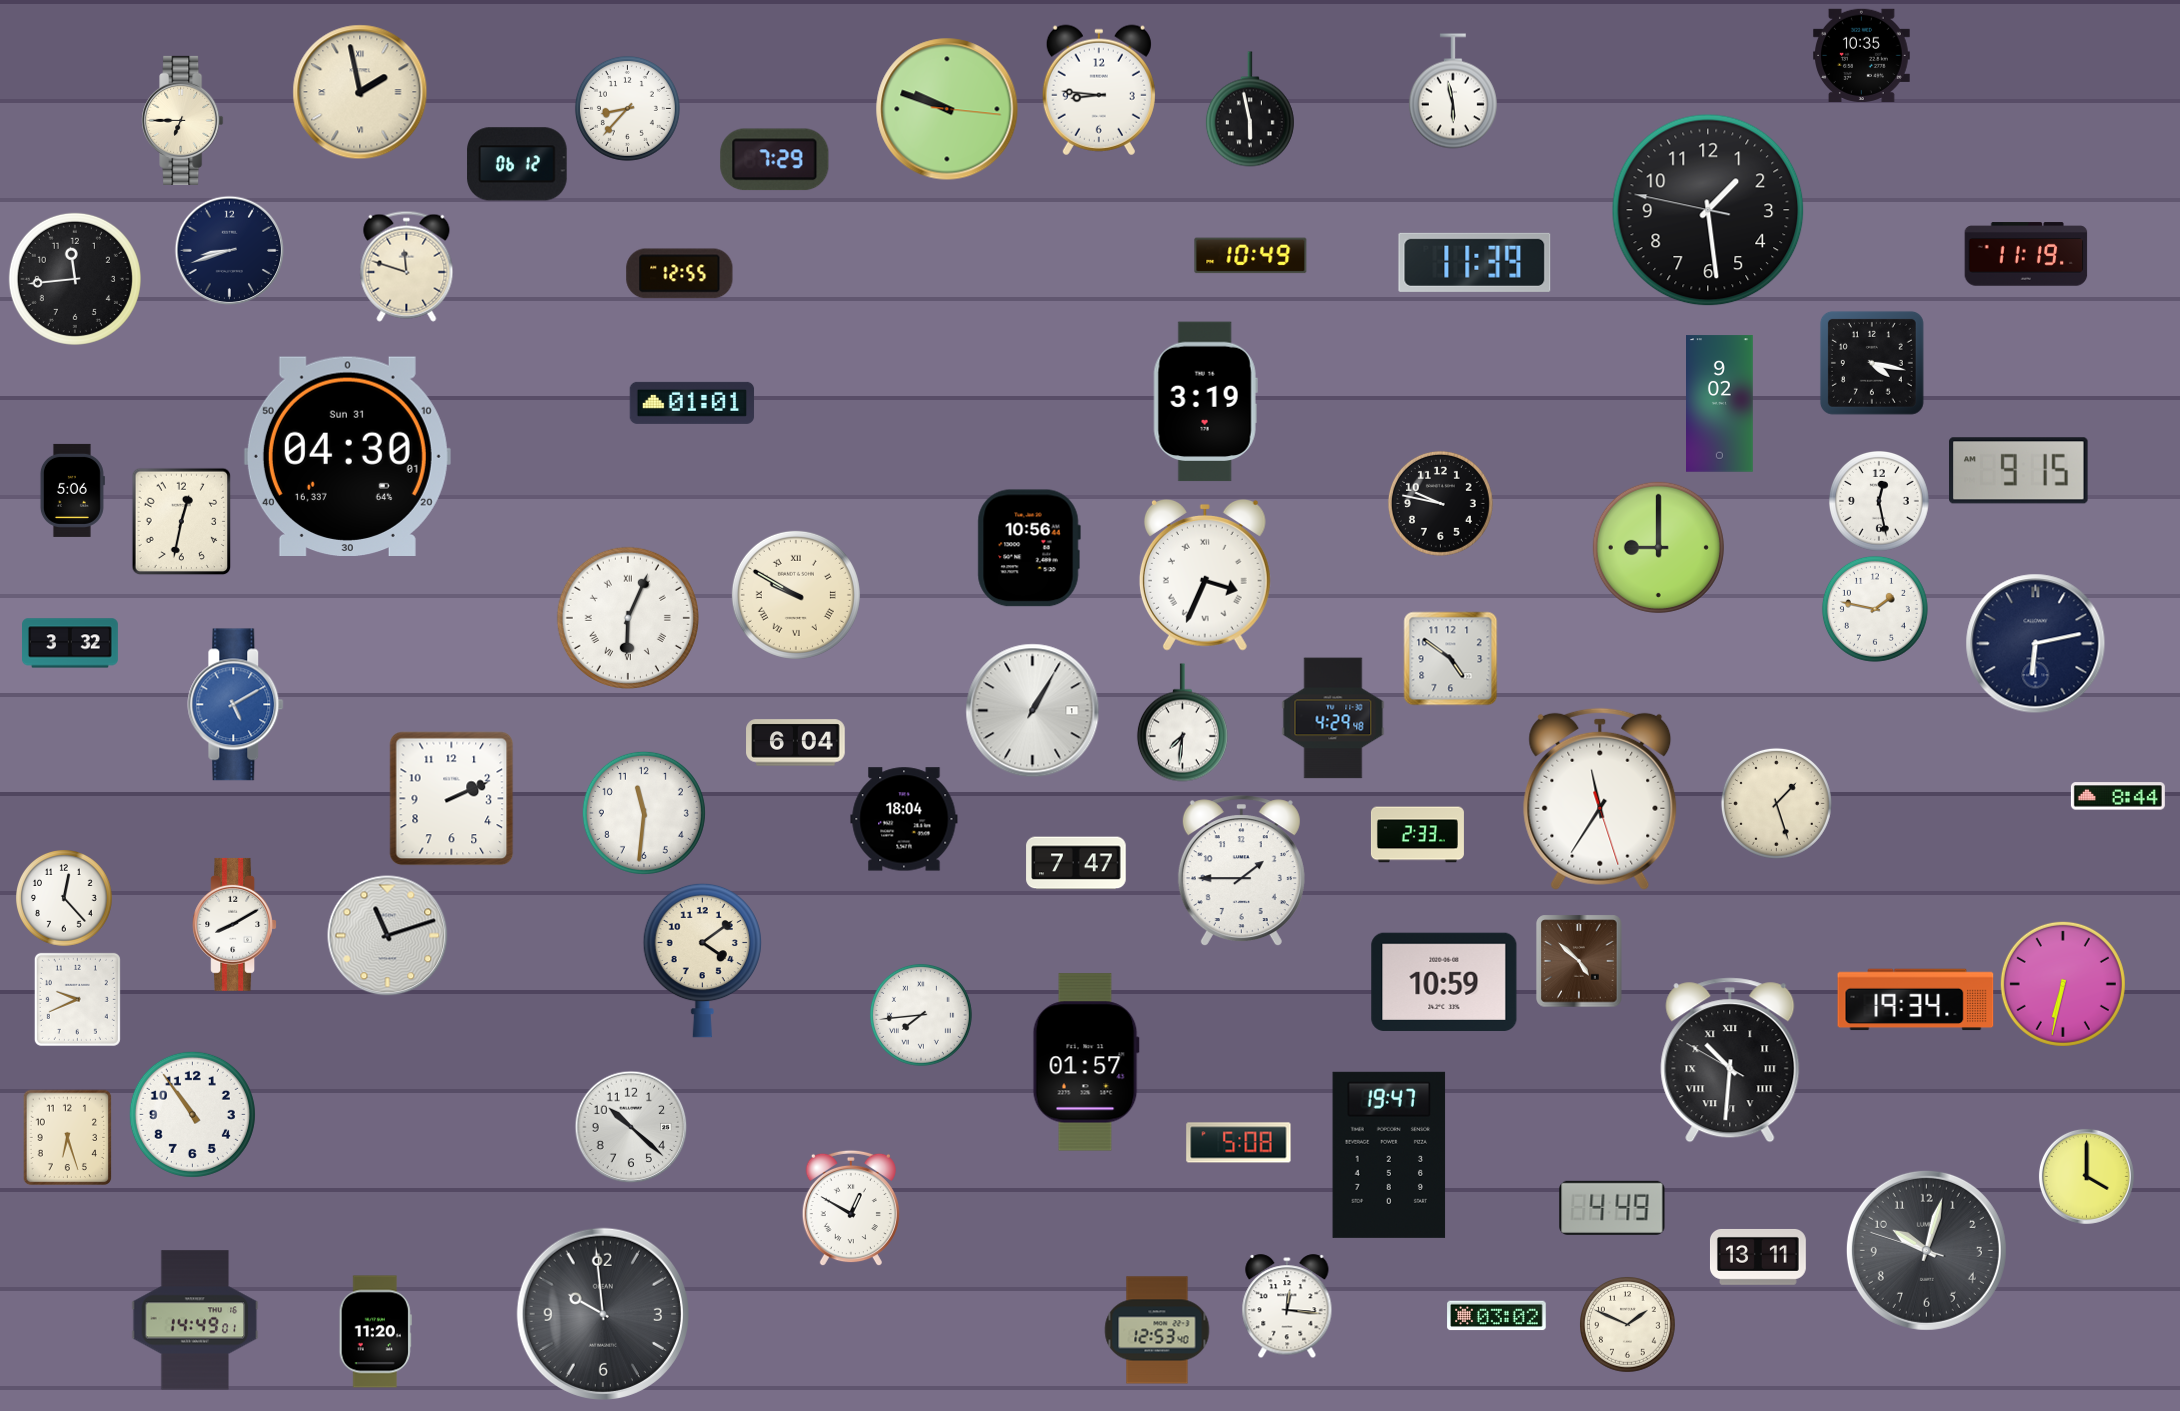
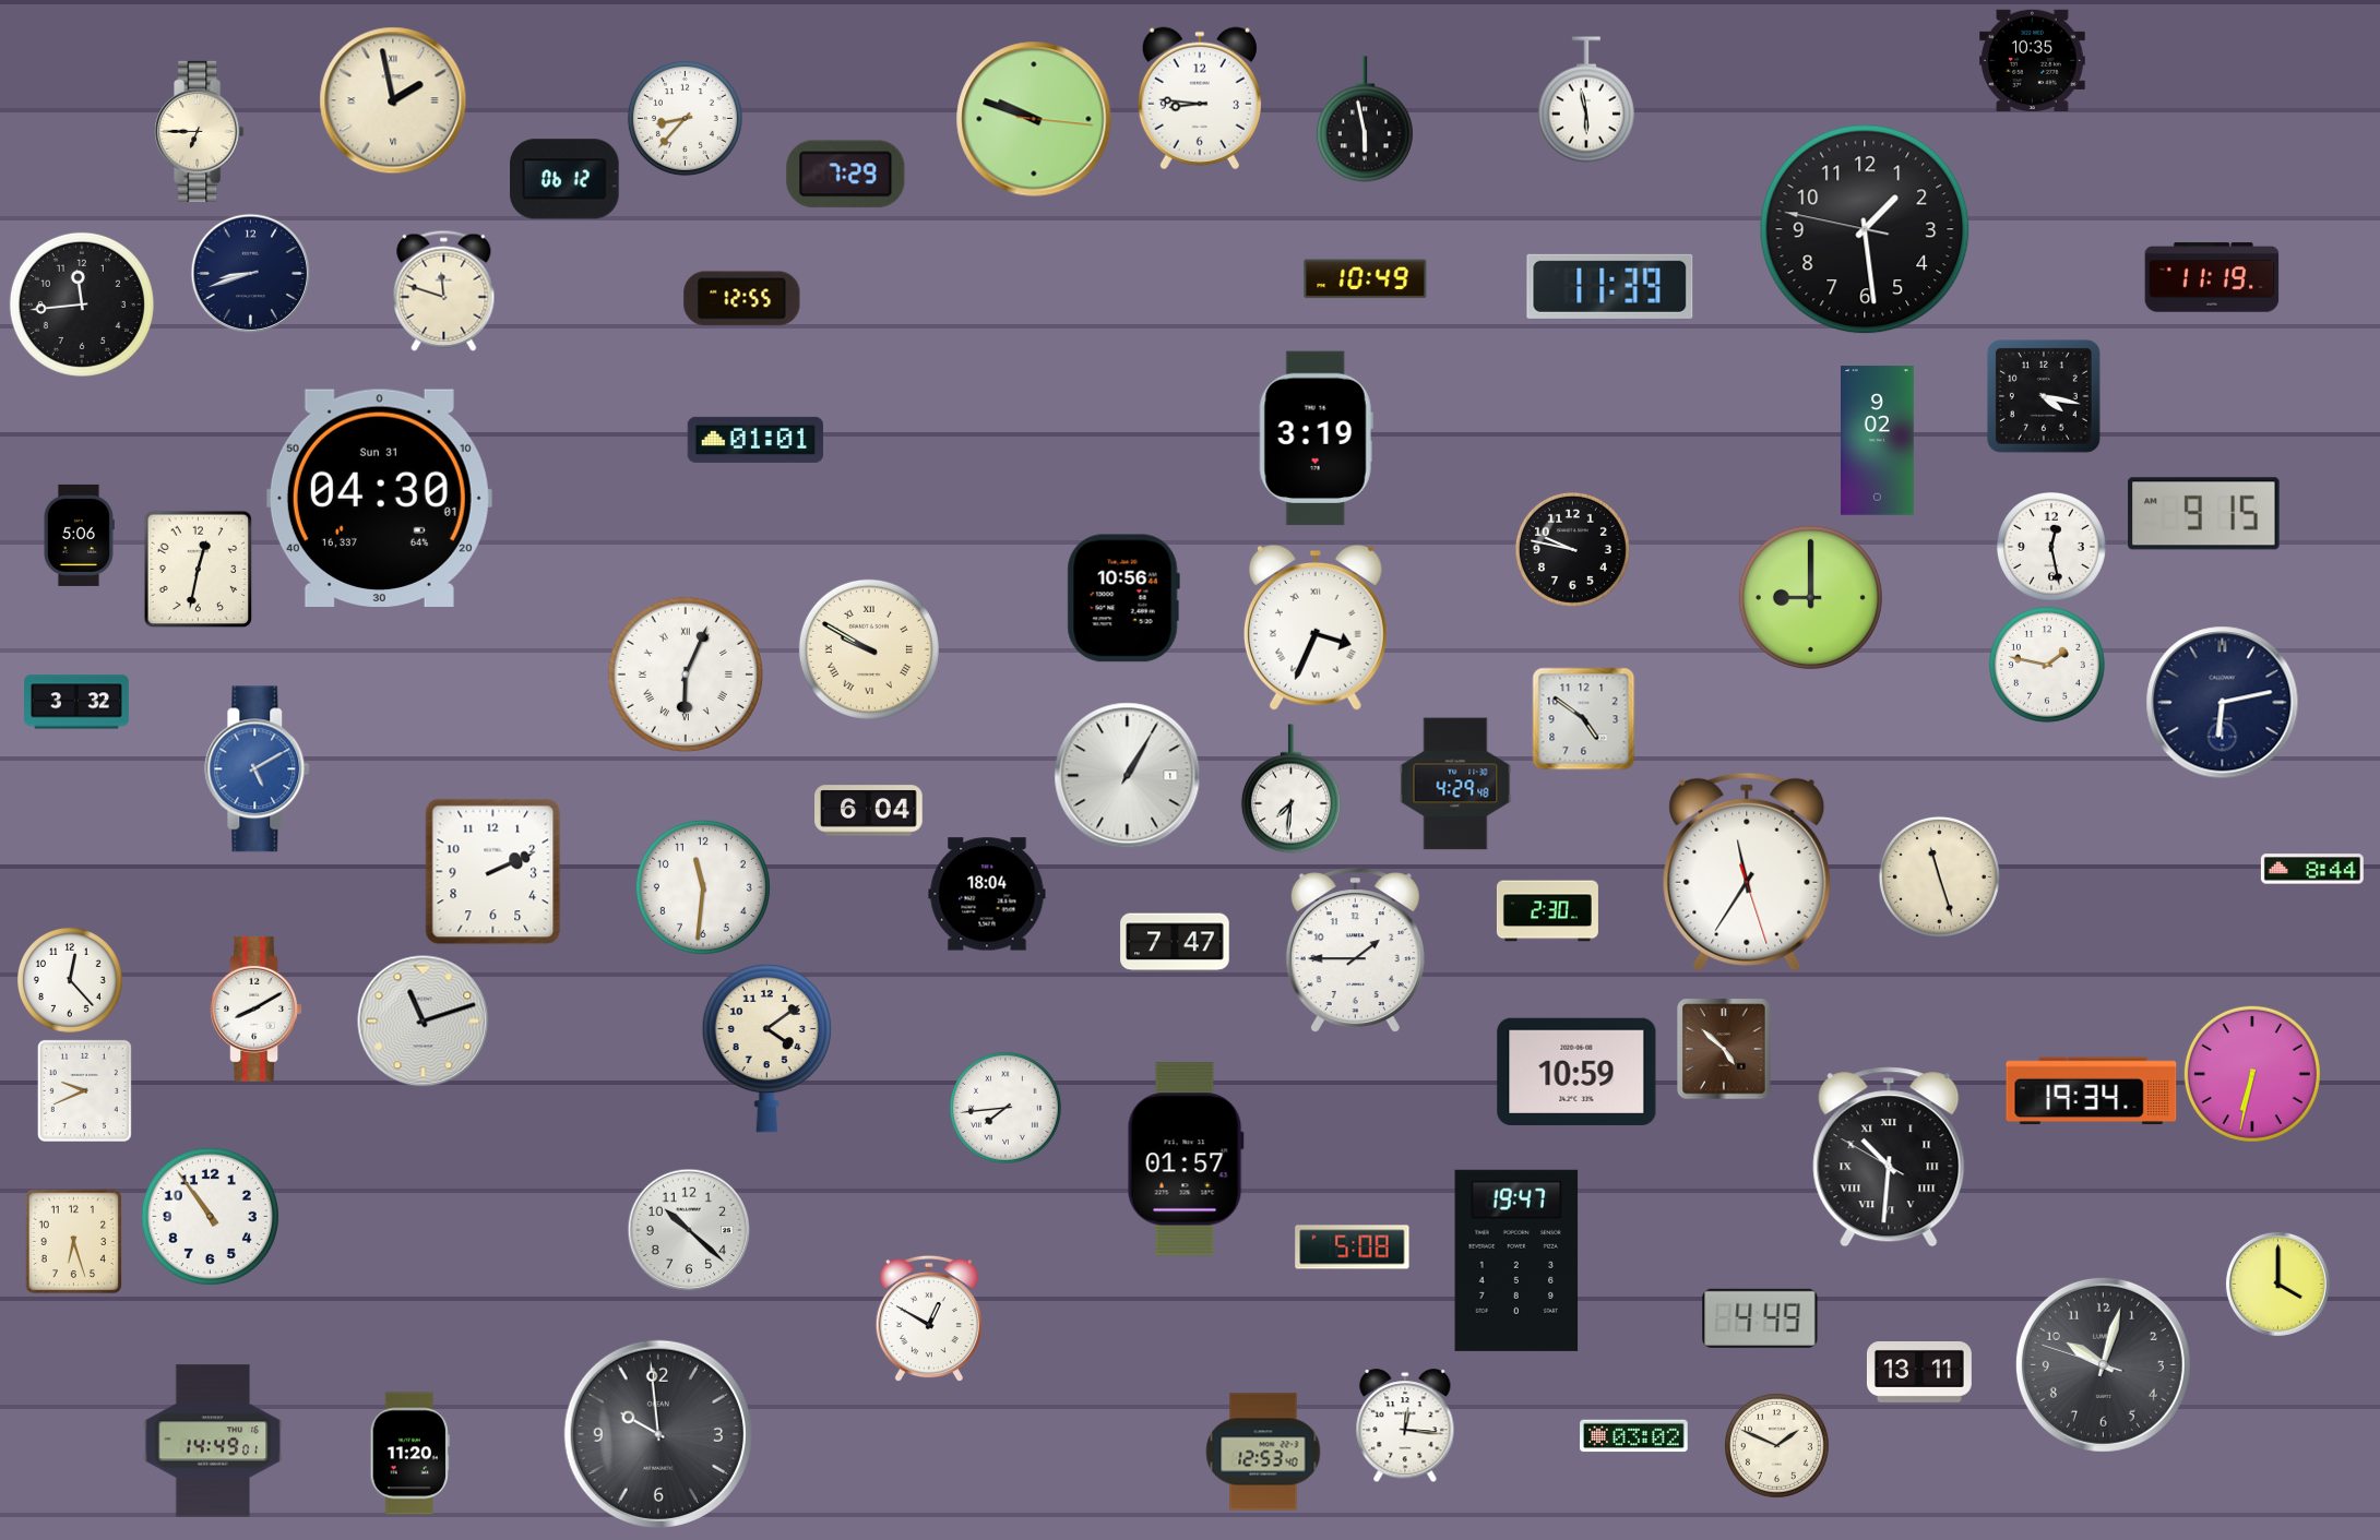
clock at (1776, 803): 1:27 -> 11:27
clock at (1417, 835): 2:33 -> 2:30
